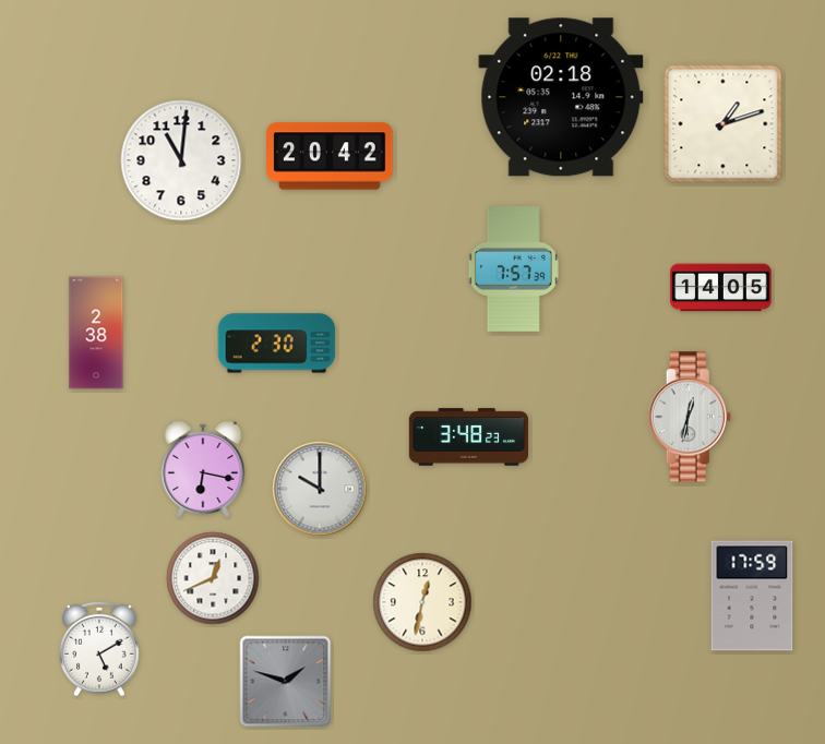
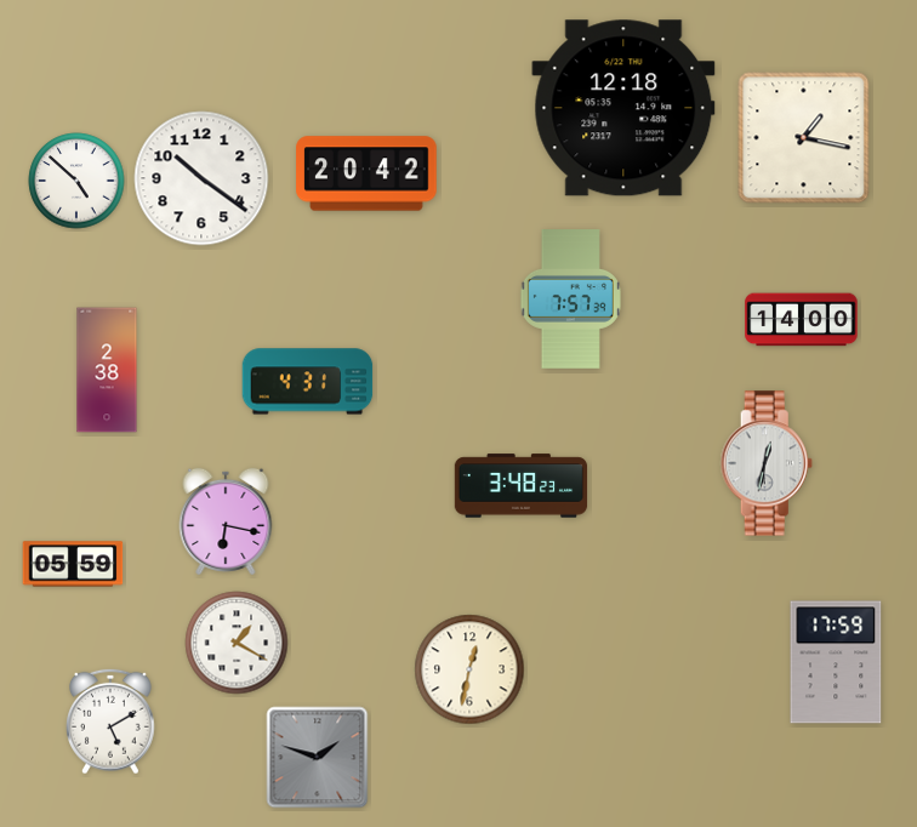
clock at (561, 97): 02:18 -> 12:18
clock at (724, 124): 1:12 -> 1:17
clock at (181, 160): 11:01 -> 10:21
clock at (76, 181): none -> 4:52
clock at (721, 288): 14:05 -> 14:00
clock at (277, 344): 2:30 -> 4:31
clock at (320, 489): 10:00 -> none
clock at (73, 564): none -> 05:59
clock at (213, 578): 12:41 -> 1:20
